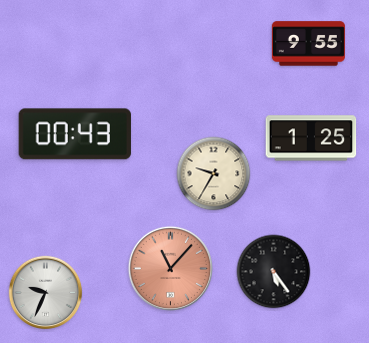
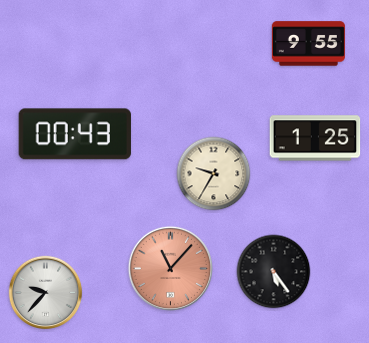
clock at (311, 138) position: (311, 138) -> (315, 138)
clock at (46, 293): 9:34 -> 9:37
